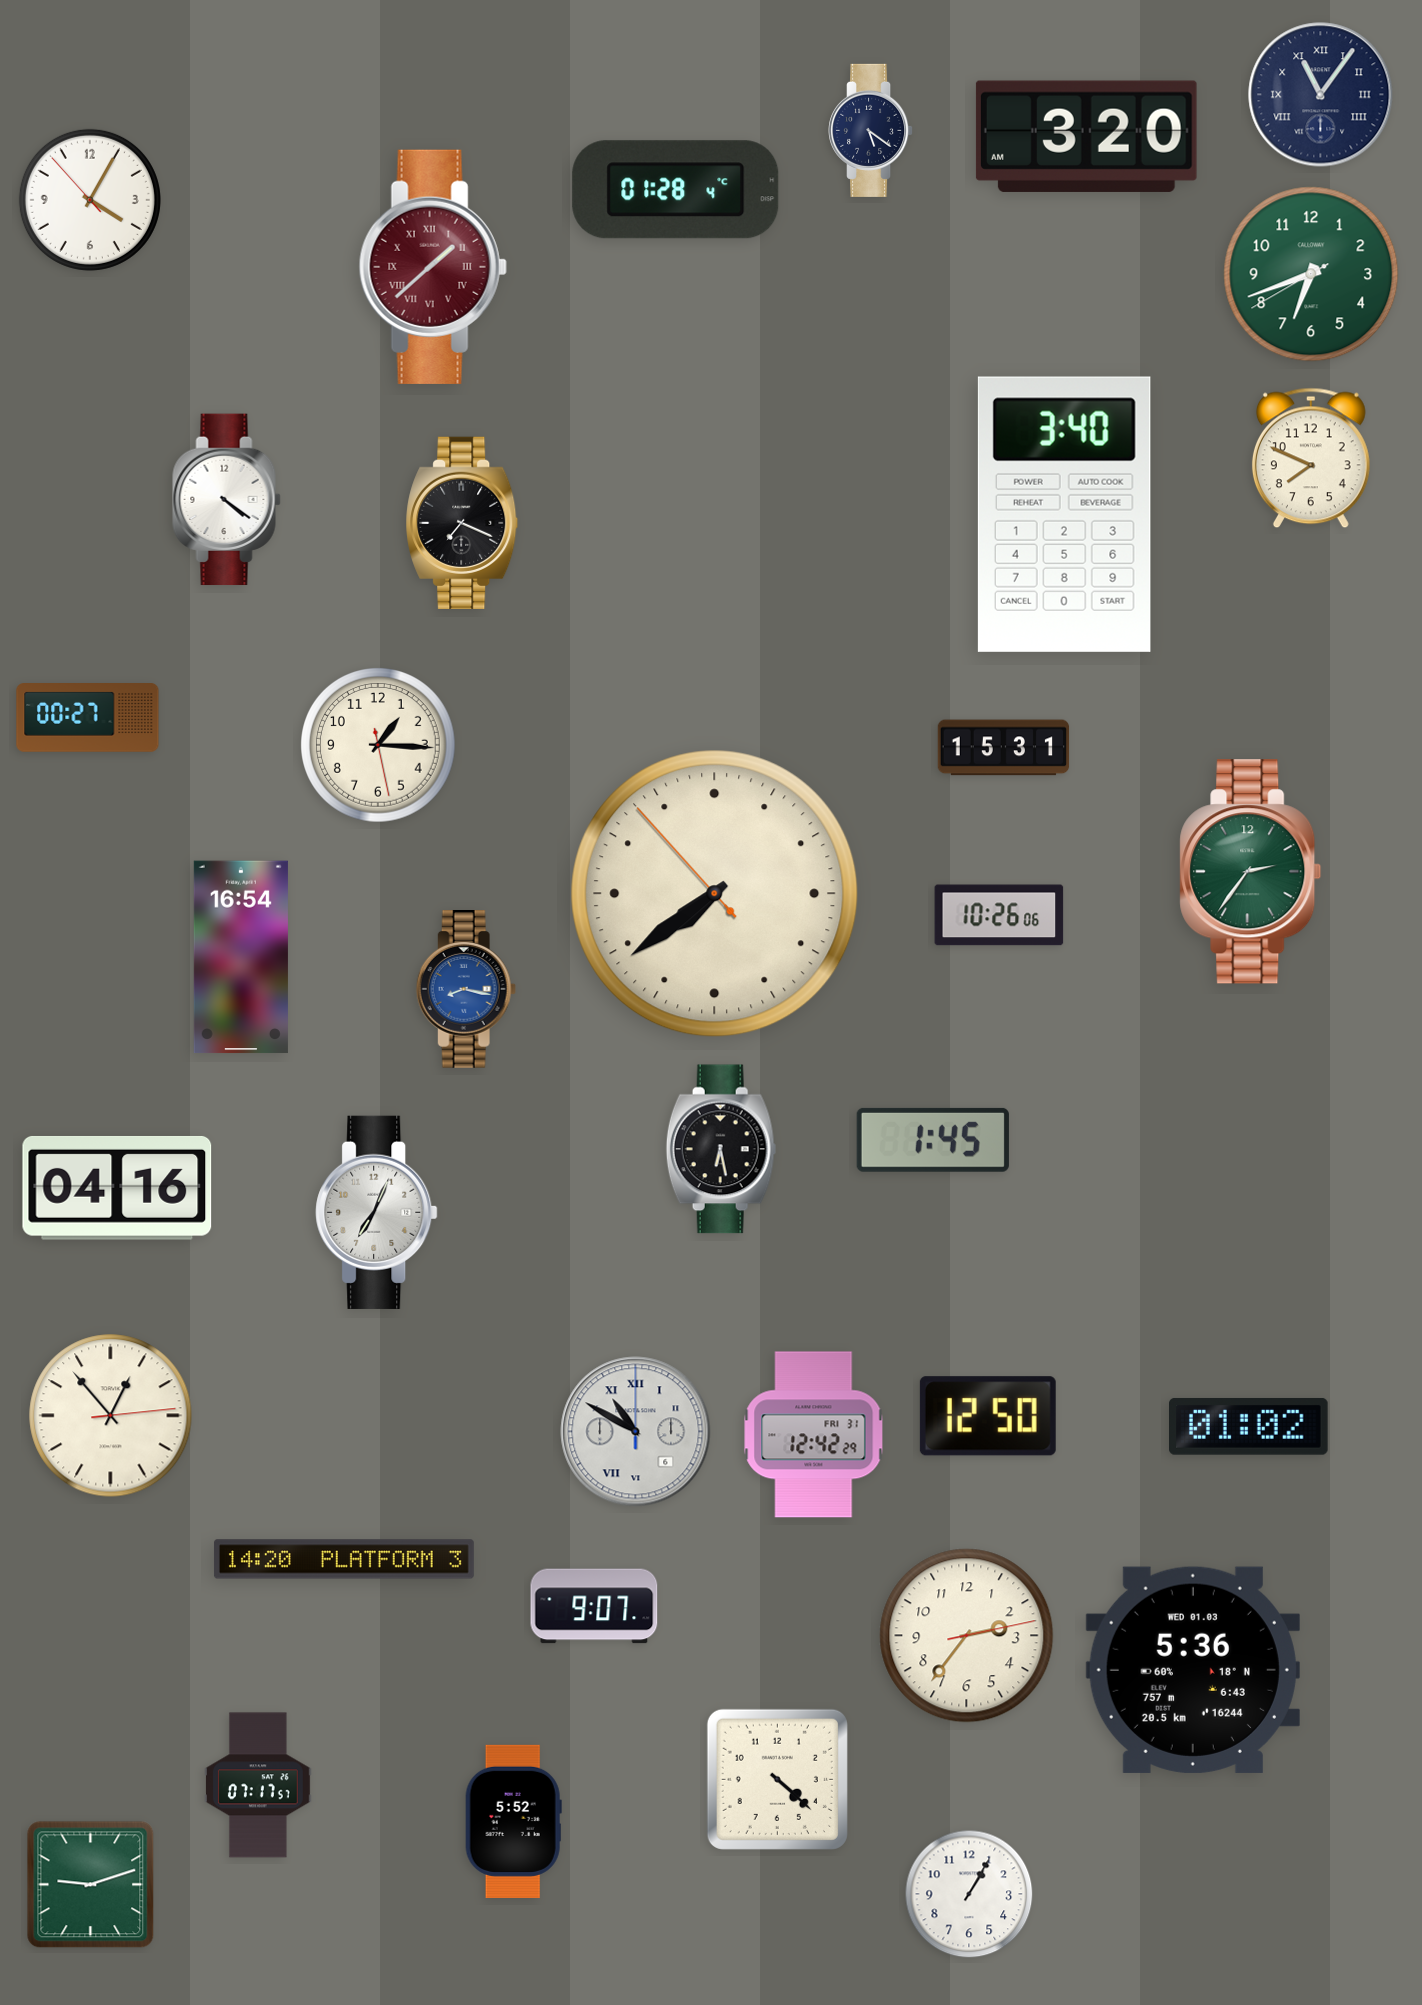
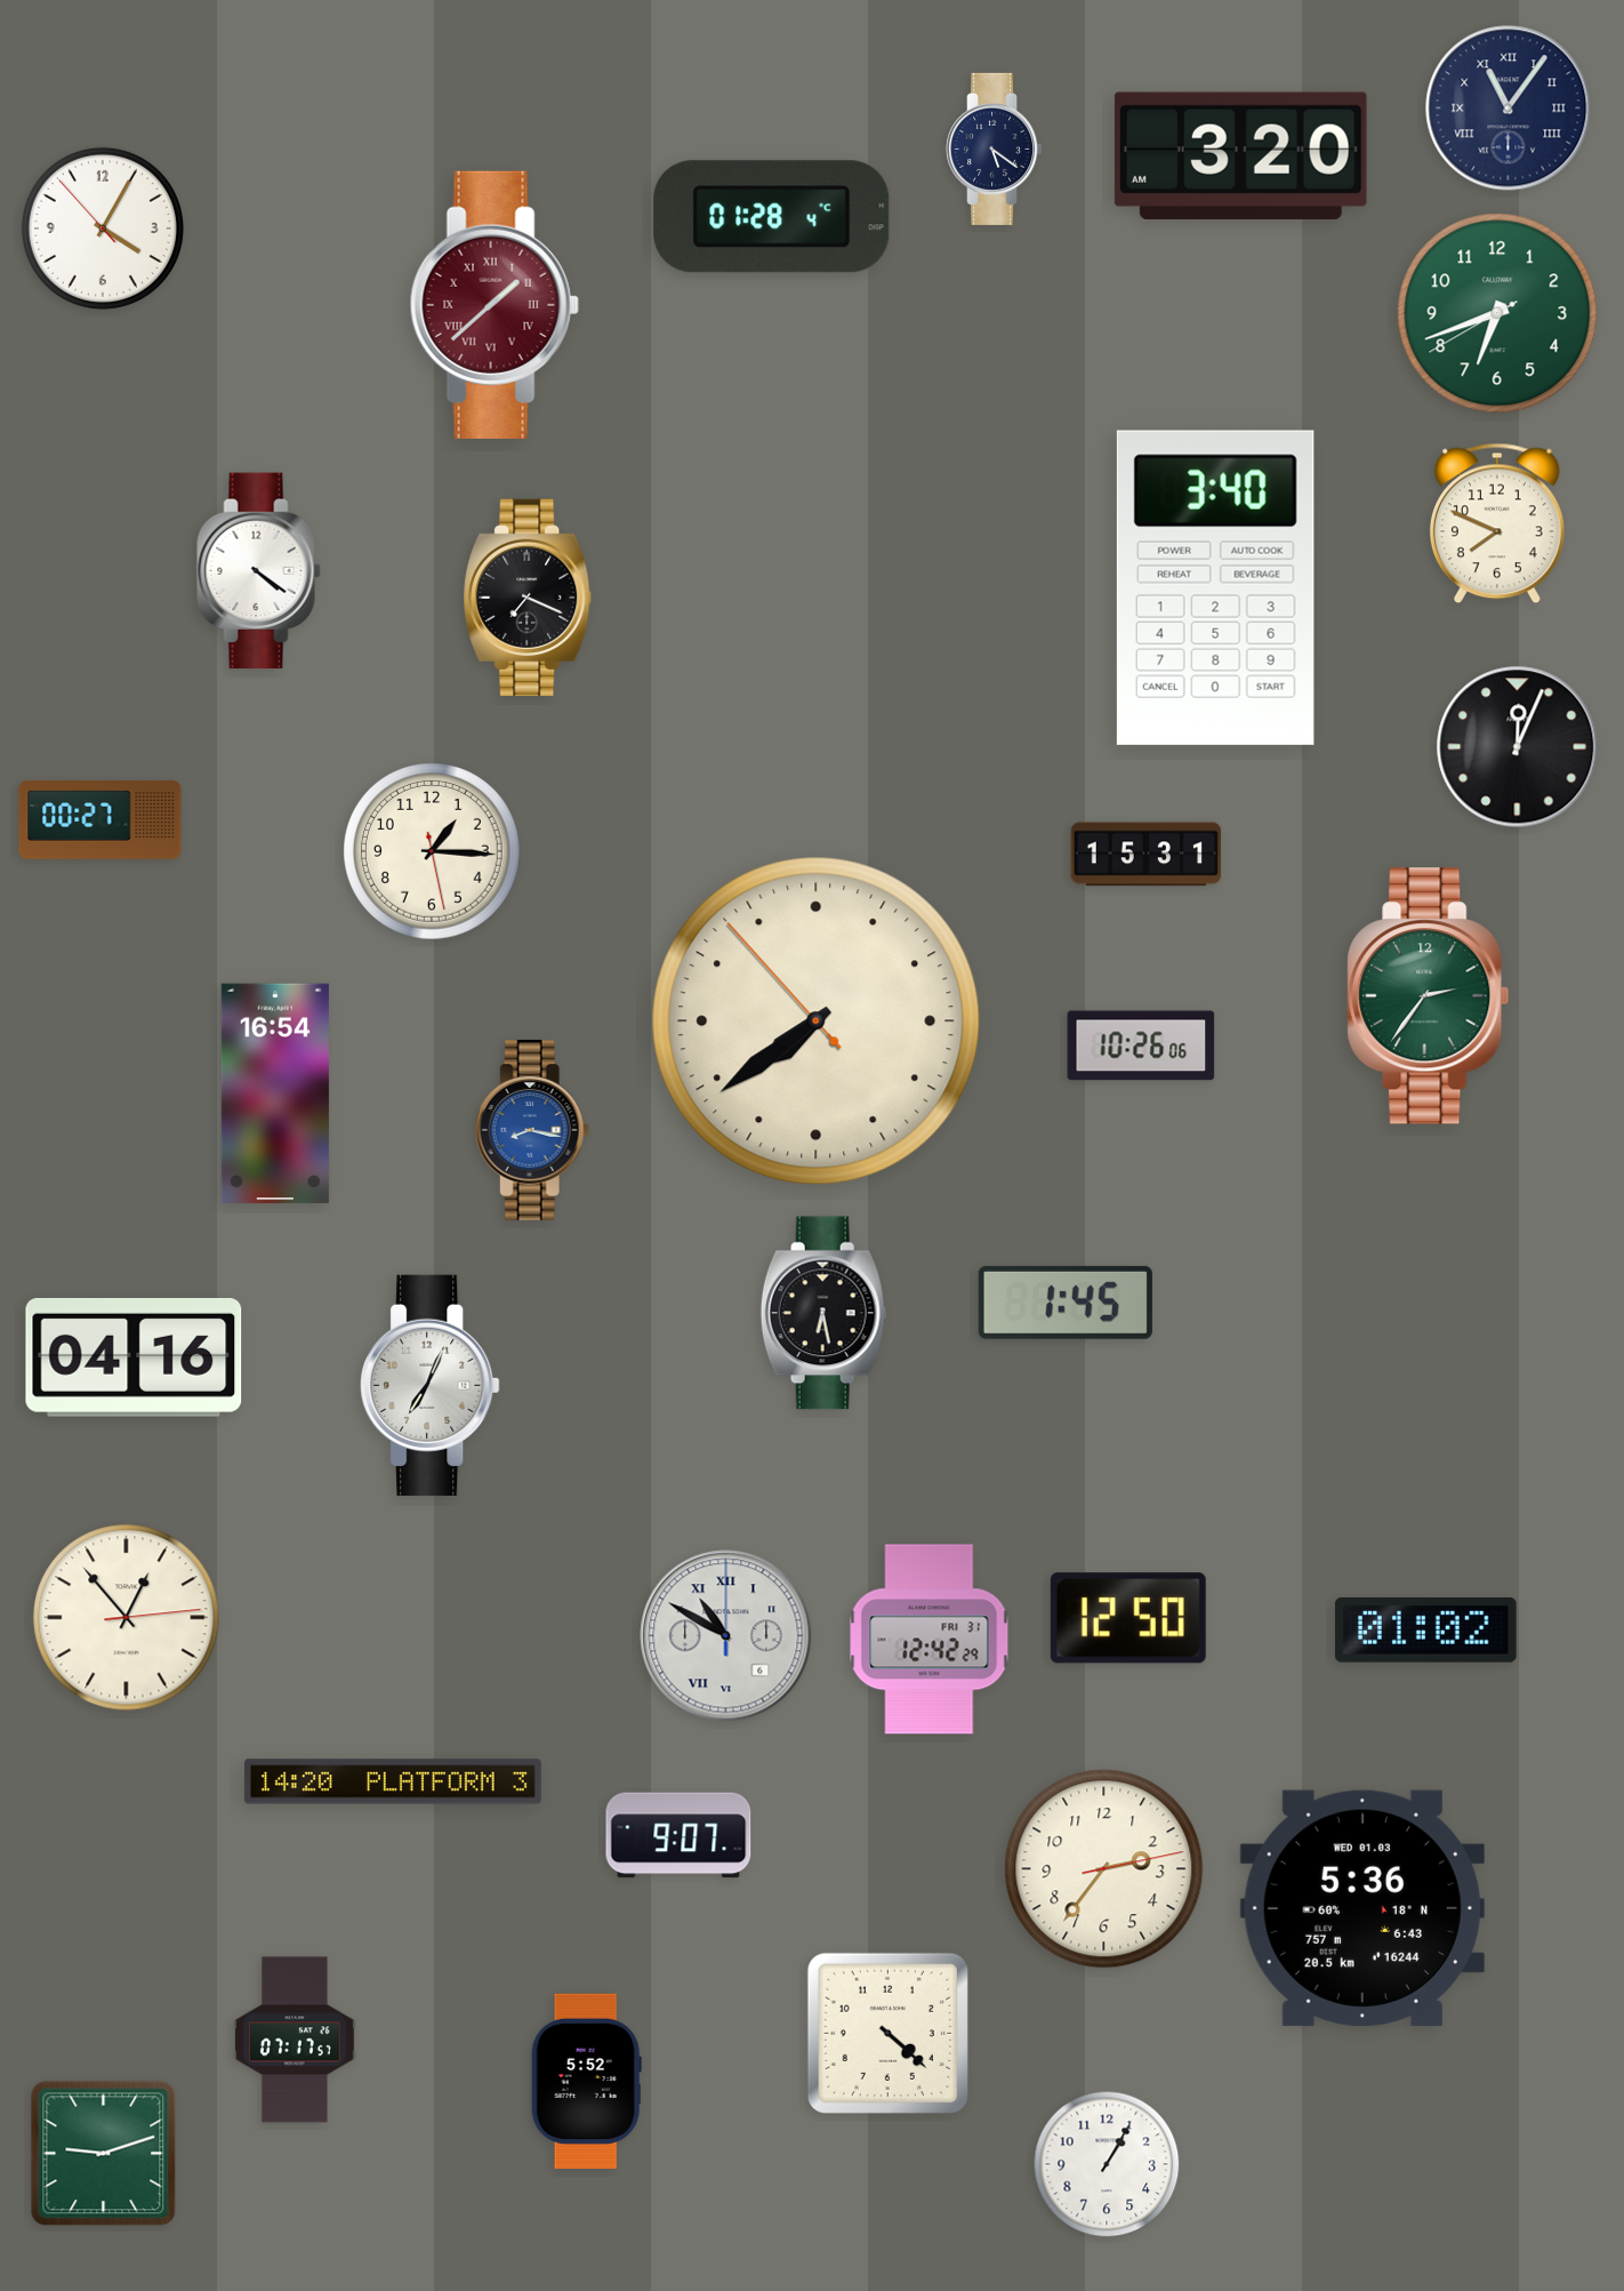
clock at (1518, 747): none -> 12:04
